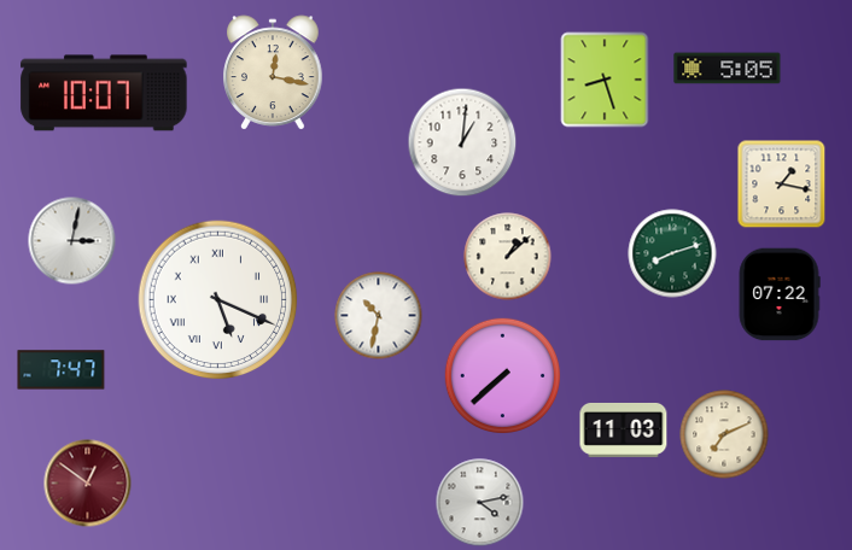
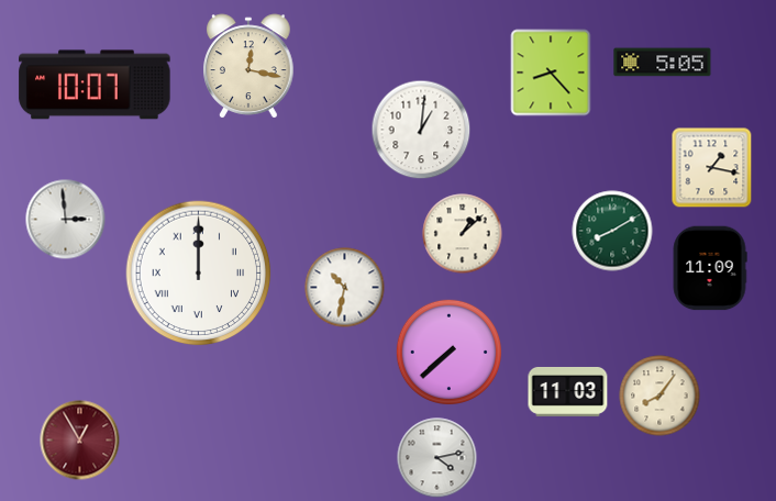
clock at (605, 80): 8:27 -> 8:23
clock at (72, 241): 3:02 -> 2:59
clock at (672, 253): 8:12 -> 8:10
clock at (780, 294): 07:22 -> 11:09
clock at (218, 300): 5:19 -> 12:00
clock at (62, 370): 7:47 -> none
clock at (502, 375) position: (502, 375) -> (448, 352)
clock at (724, 434): 7:11 -> 8:06
clock at (88, 484): 12:51 -> 12:55
